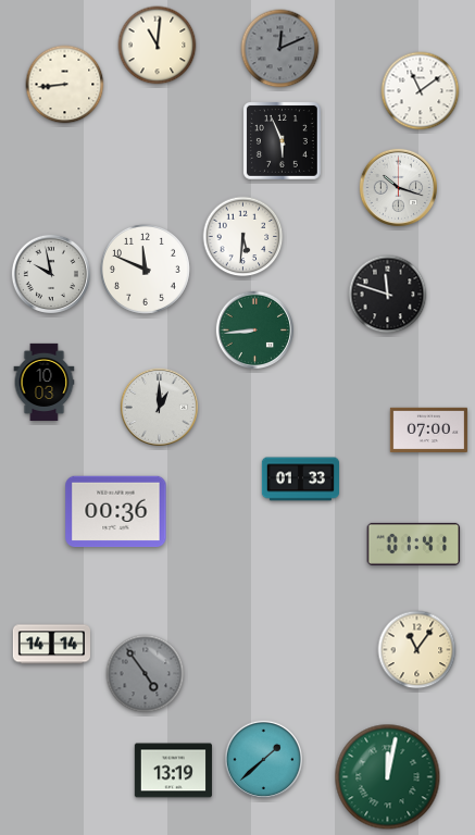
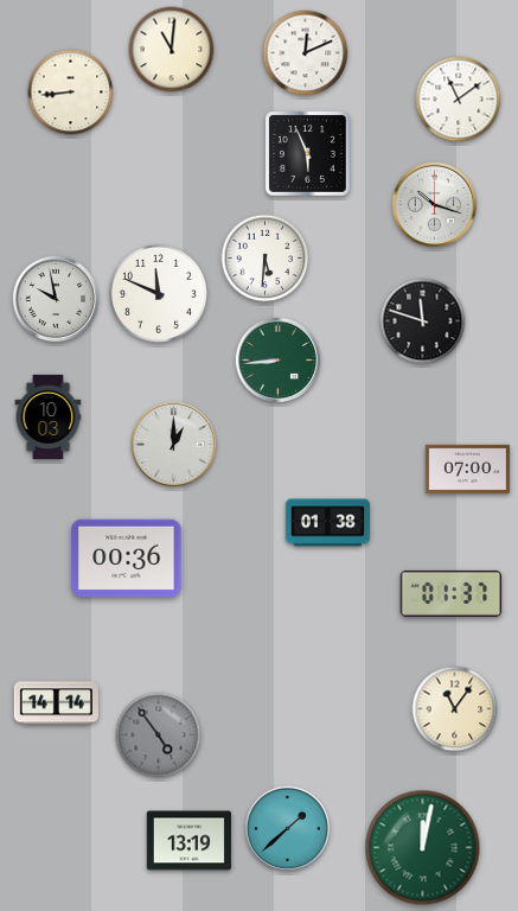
clock at (280, 49) dial: grey -> white
clock at (300, 479): 01:33 -> 01:38
clock at (414, 544): 01:41 -> 01:37
